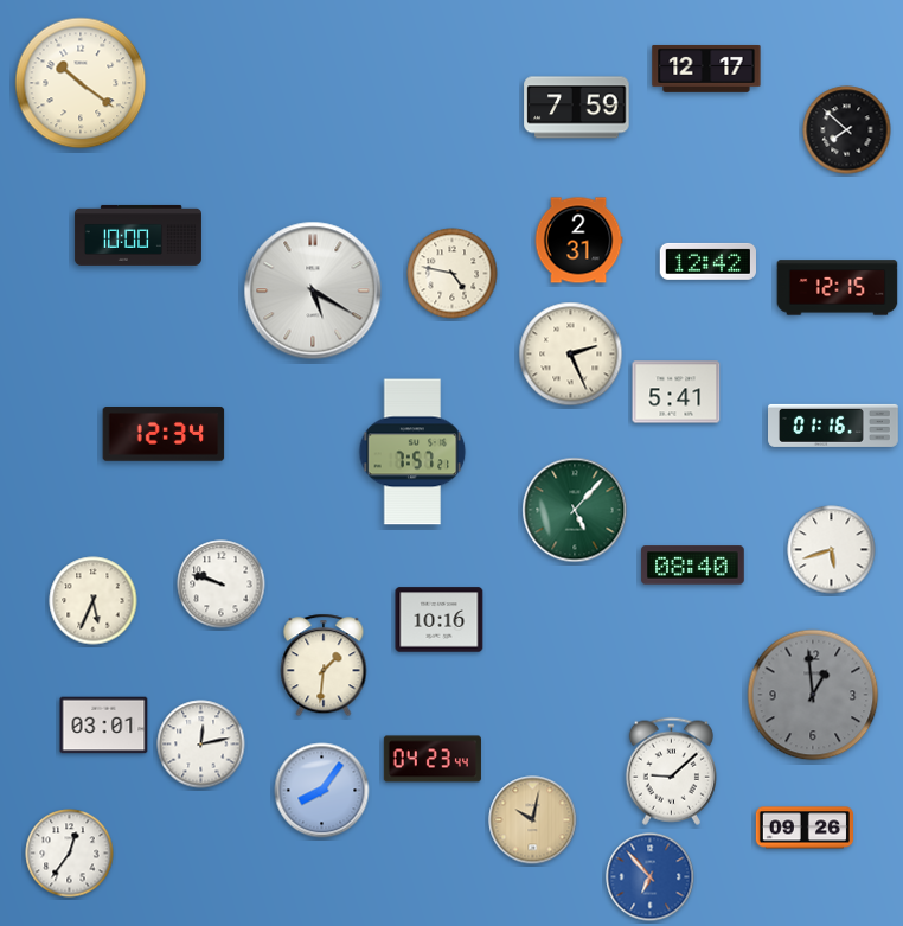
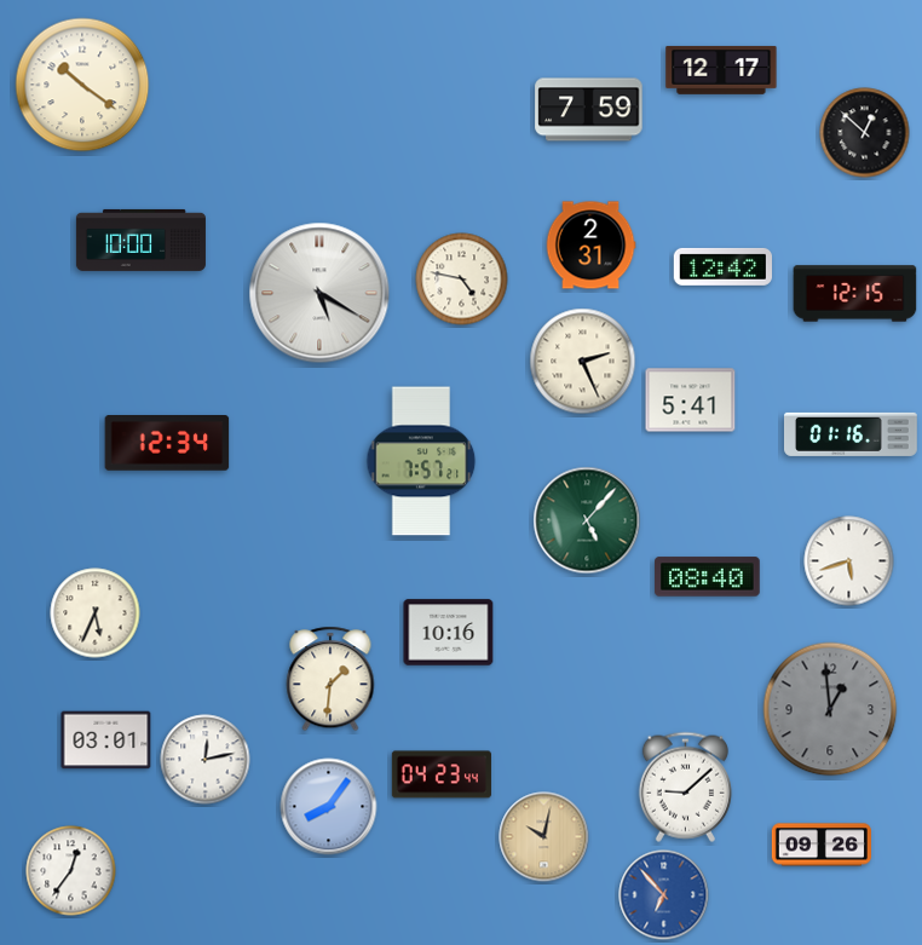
clock at (847, 130): 7:52 -> 12:52
clock at (313, 290) position: (313, 290) -> (319, 293)
clock at (222, 585): 9:48 -> none
